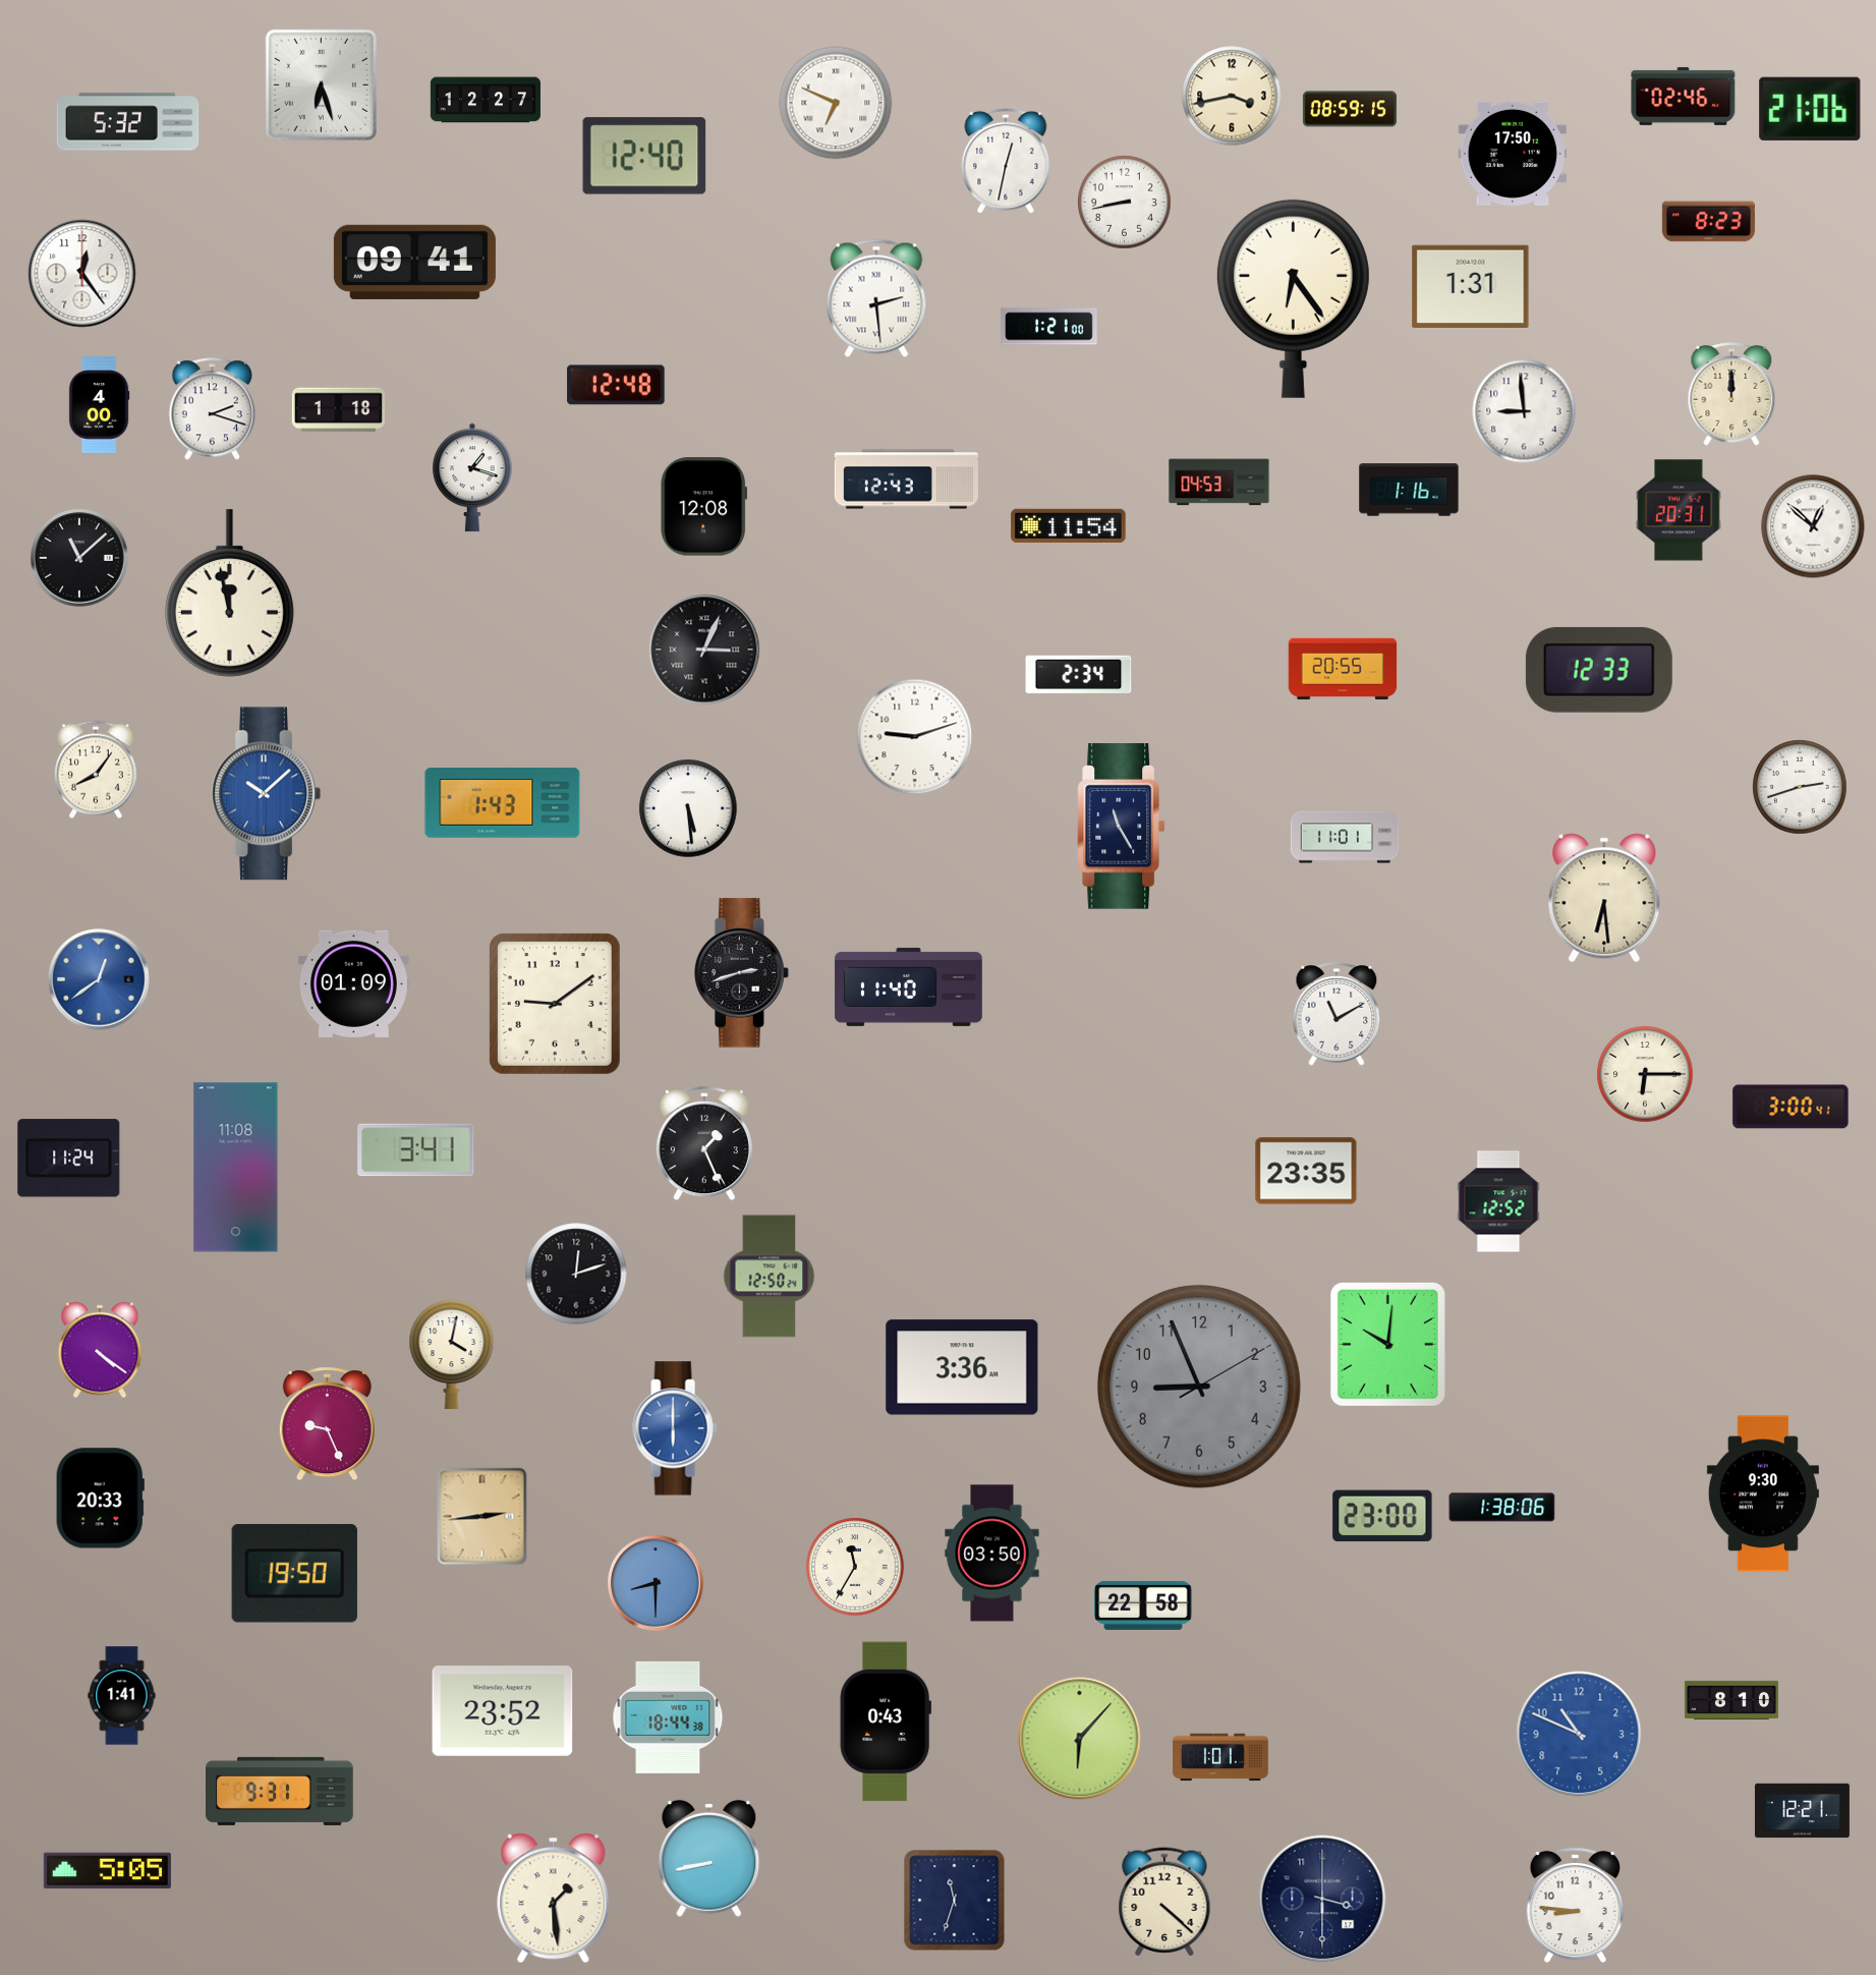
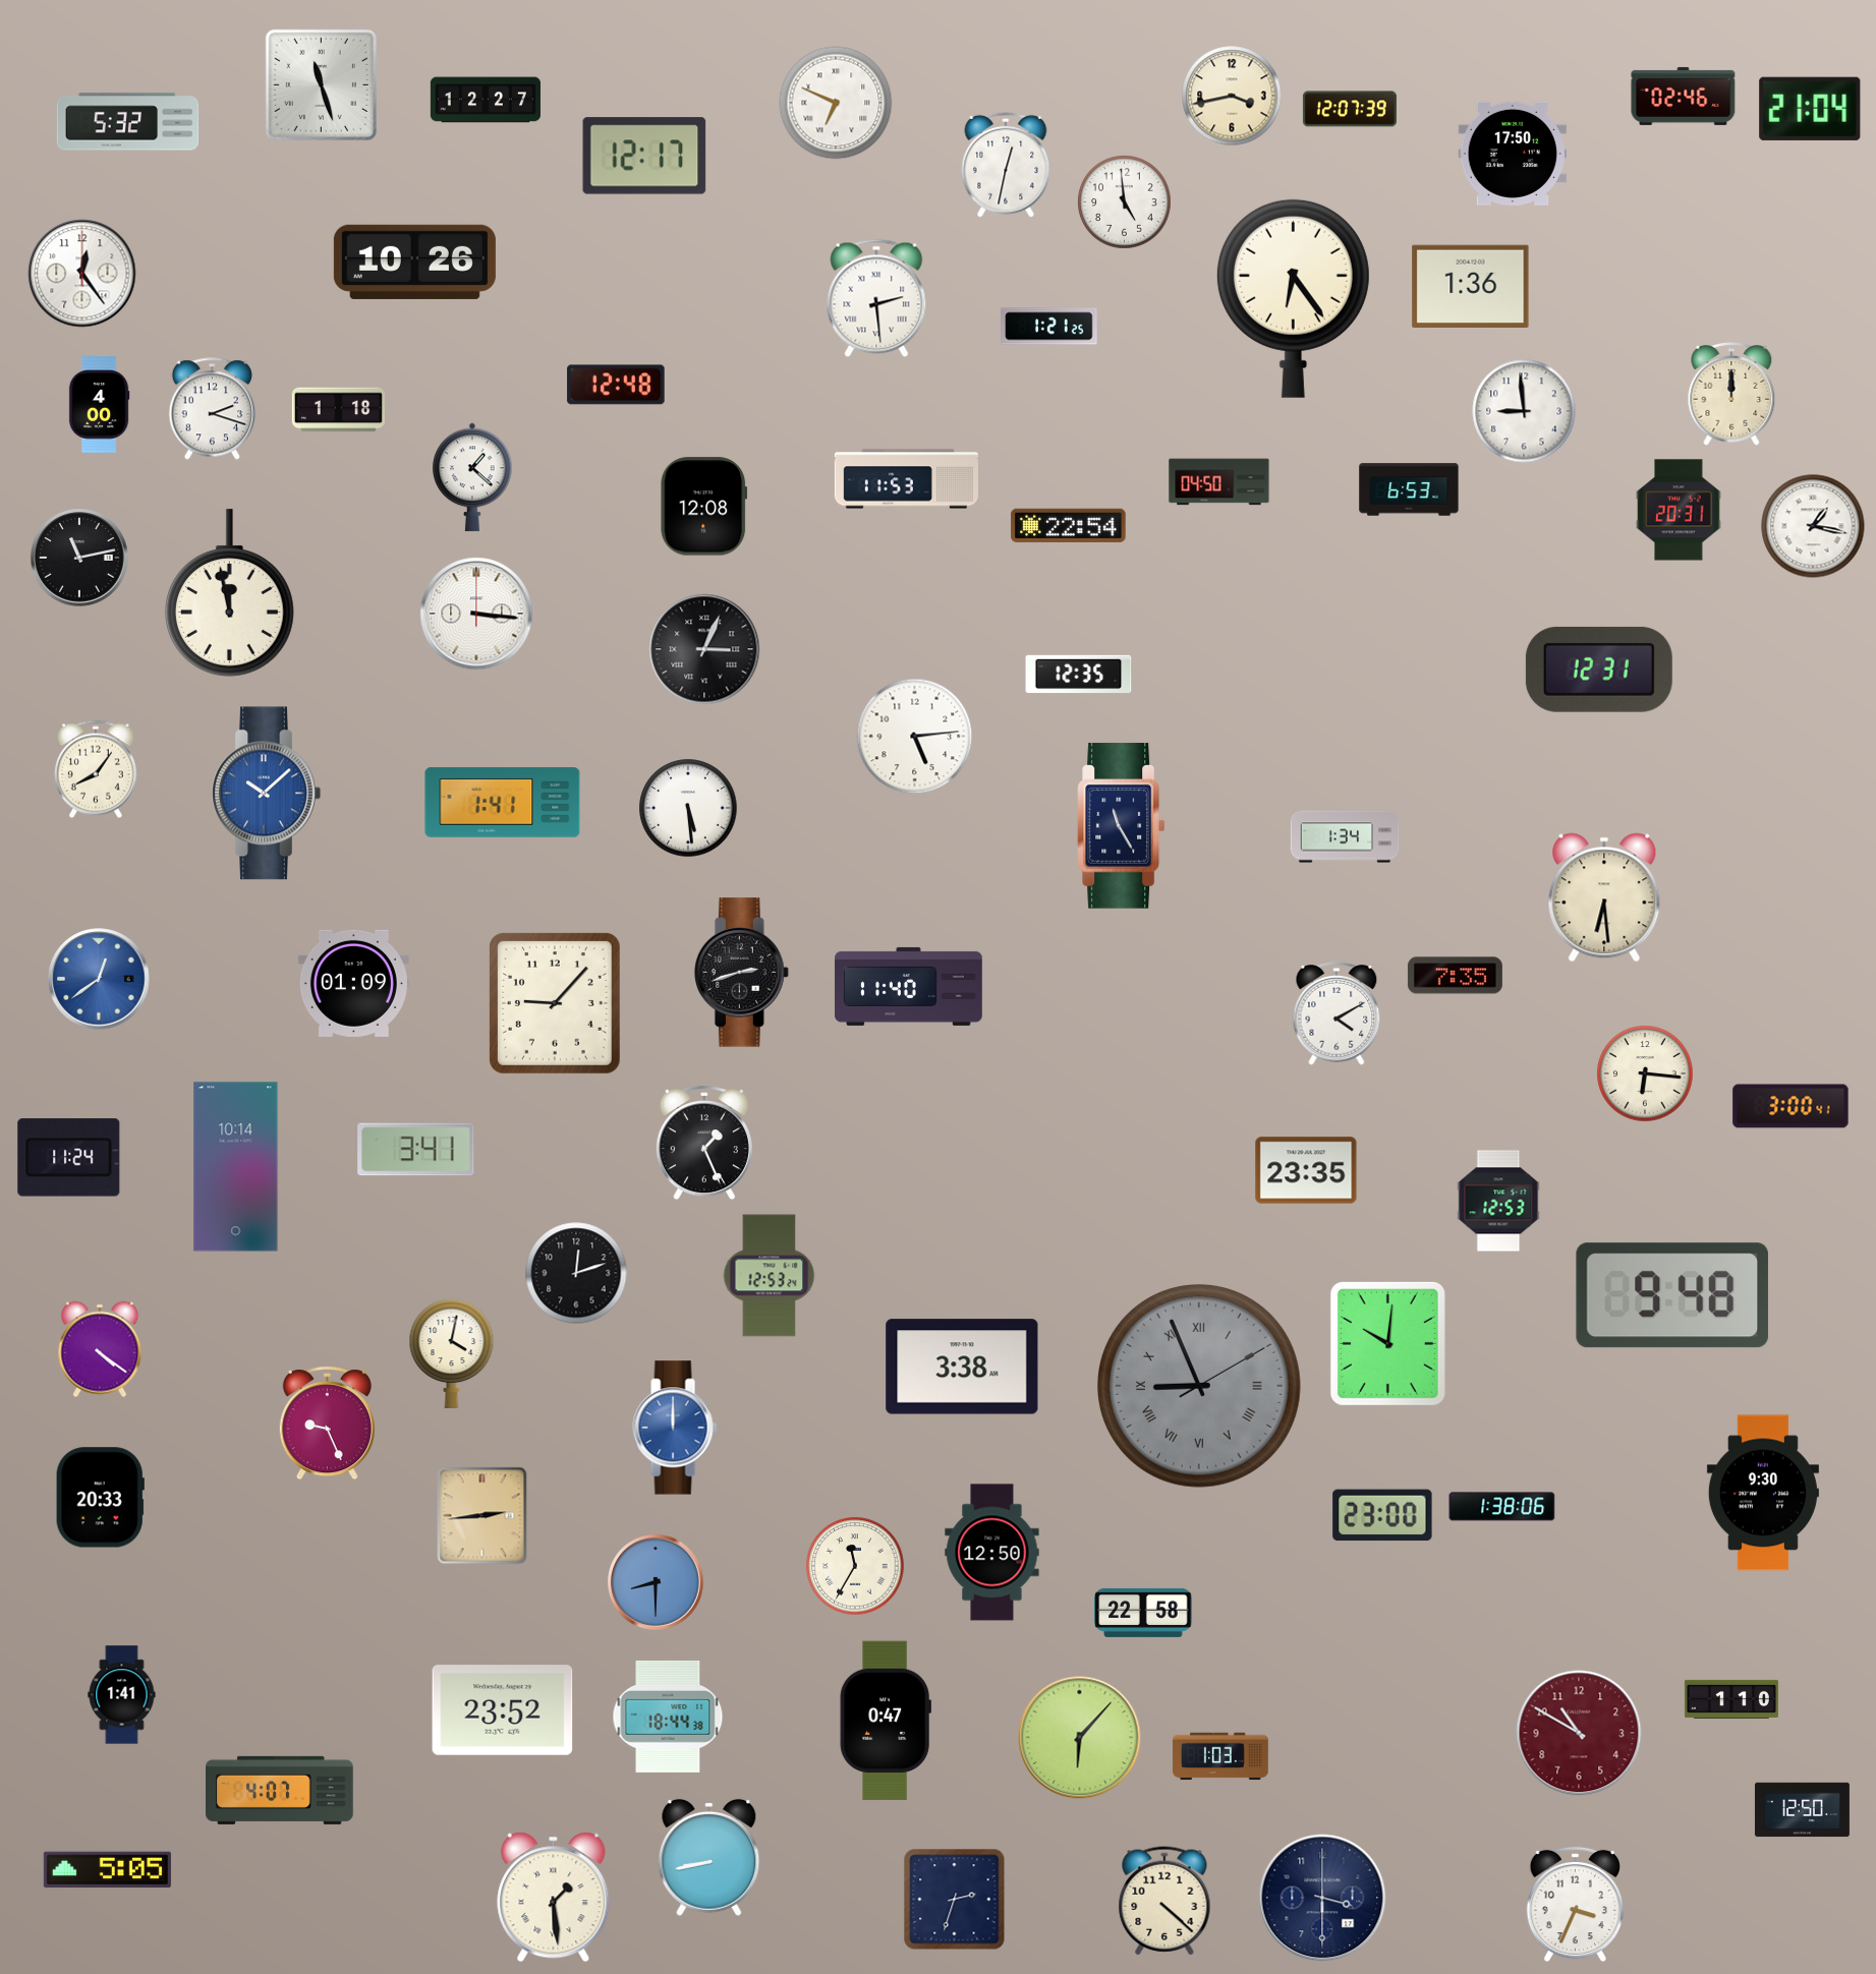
clock at (321, 84): 6:27 -> 11:27
clock at (1350, 109): 08:59 -> 12:07
clock at (1810, 109): 21:06 -> 21:04
clock at (644, 156): 12:40 -> 12:17
clock at (1006, 161) position: (1006, 161) -> (1006, 165)
clock at (1125, 203): 8:43 -> 4:59
clock at (1708, 222): 8:23 -> none
clock at (414, 262): 09:41 -> 10:26
clock at (1471, 287): 1:31 -> 1:36
clock at (1049, 327): 1:21:00 -> 1:21:25
clock at (472, 477): 1:18 -> 1:22
clock at (906, 479): 12:43 -> 11:53
clock at (1219, 483): 04:53 -> 04:50
clock at (1409, 490): 1:16 -> 6:53
clock at (1069, 525): 11:54 -> 22:54
clock at (1813, 526): 12:52 -> 1:17
clock at (79, 558): 11:08 -> 11:13
clock at (476, 614): none -> 3:16
clock at (1343, 669): 20:55 -> none
clock at (1599, 670): 12:33 -> 12:31
clock at (1079, 675): 2:34 -> 12:35
clock at (915, 737): 9:12 -> 5:14
clock at (1800, 787): 2:42 -> none
clock at (503, 803): 1:43 -> 1:41
clock at (1345, 837): 11:01 -> 1:34
clock at (1455, 976): none -> 7:35
clock at (555, 1005): 9:09 -> 9:07
clock at (1337, 1014): 11:10 -> 4:10
clock at (1645, 1074): 6:15 -> 6:16
clock at (236, 1168): 11:08 -> 10:14
clock at (1498, 1201): 12:52 -> 12:53
clock at (770, 1277): 12:50 -> 12:53
clock at (1672, 1295): none -> 9:48
clock at (962, 1367): 3:36 -> 3:38
clock at (1199, 1387) numerals: Arabic -> Roman
clock at (675, 1428): 6:00 -> 12:00
clock at (992, 1554): 03:50 -> 12:50
clock at (294, 1574): 19:50 -> none
clock at (1143, 1605) position: (1143, 1605) -> (1143, 1613)
clock at (1731, 1700): 8:10 -> 1:10
clock at (886, 1722): 0:43 -> 0:47
clock at (1579, 1734): 10:49 -> 10:50
clock at (1579, 1734) dial: blue -> burgundy
clock at (1221, 1757): 1:01 -> 1:03
clock at (280, 1791): 9:31 -> 4:07
clock at (1802, 1811): 12:21 -> 12:50
clock at (955, 1901): 11:33 -> 2:33
clock at (1575, 1906): 8:46 -> 3:34
